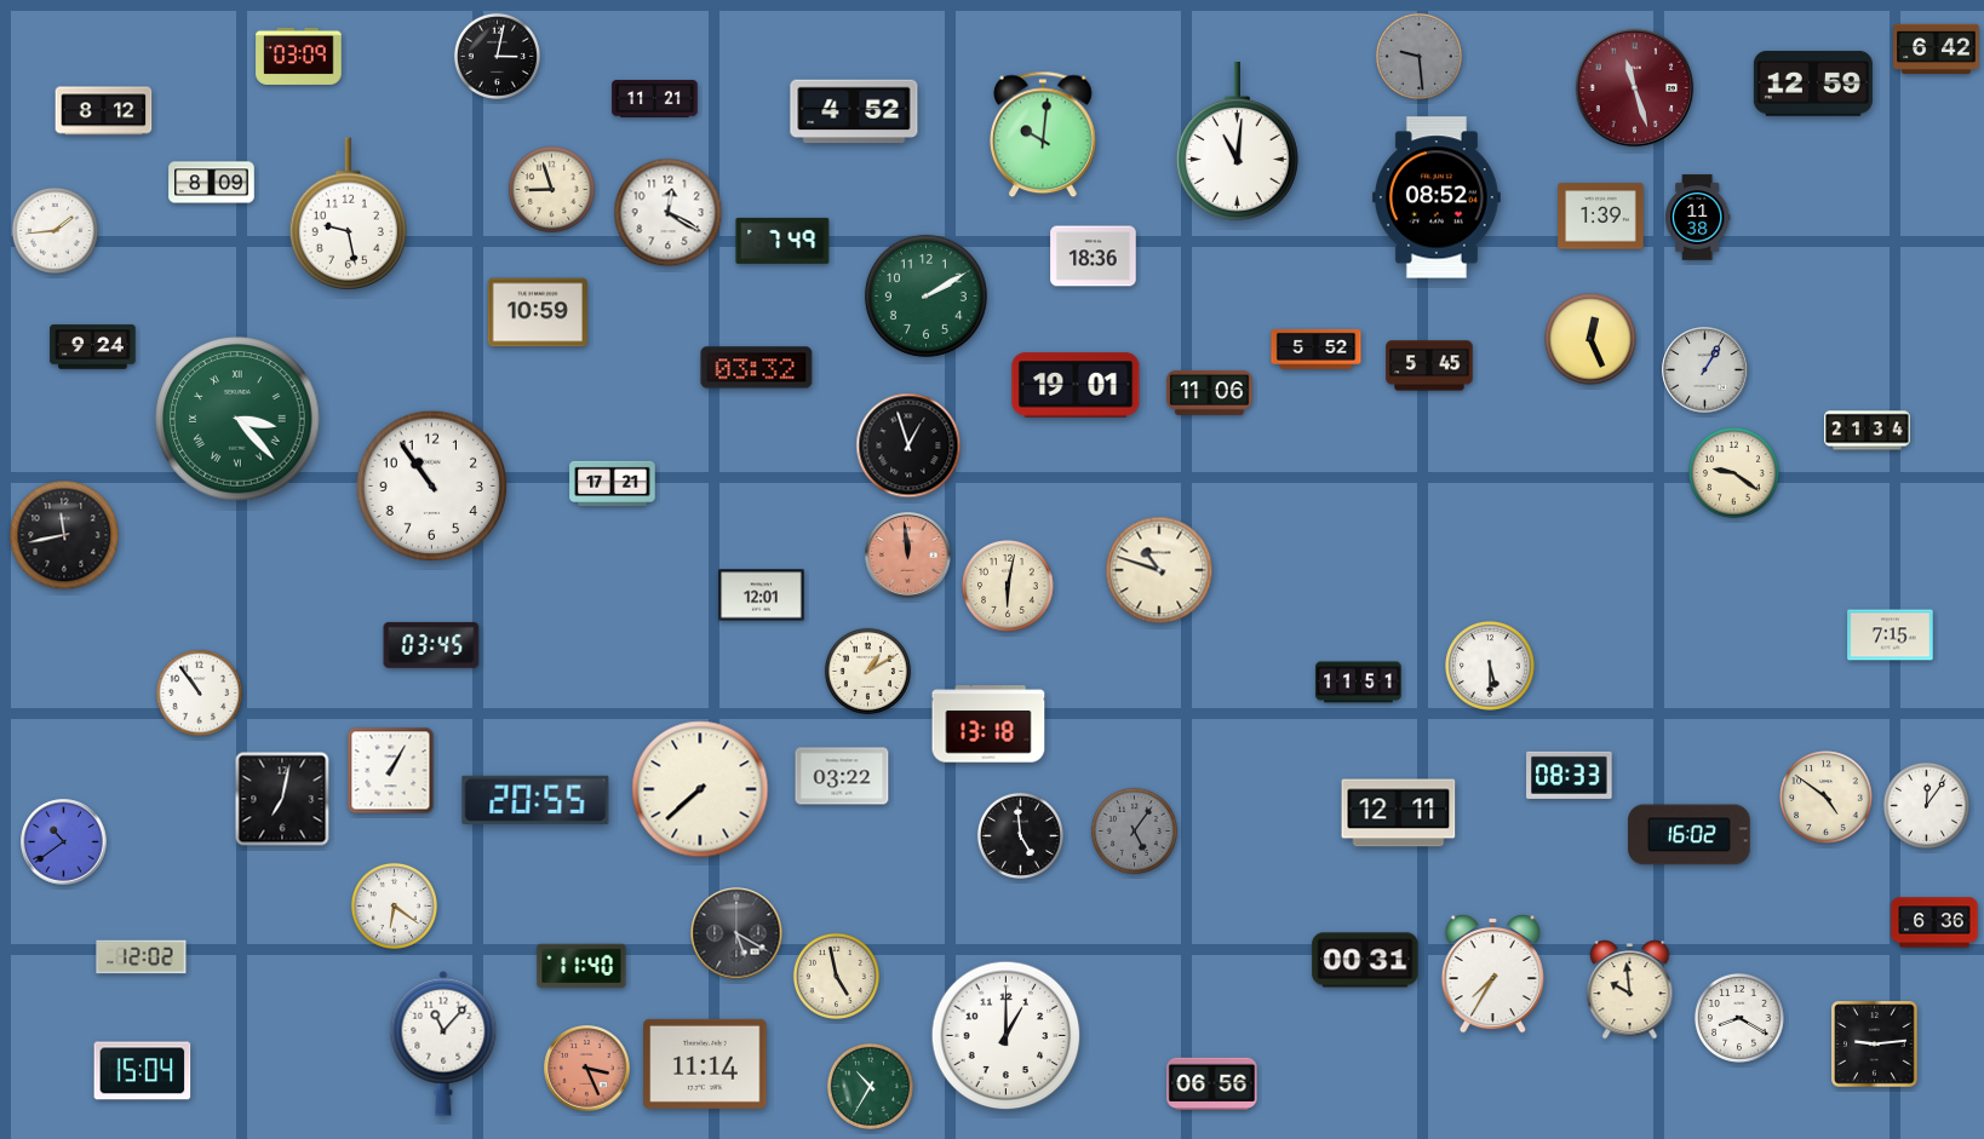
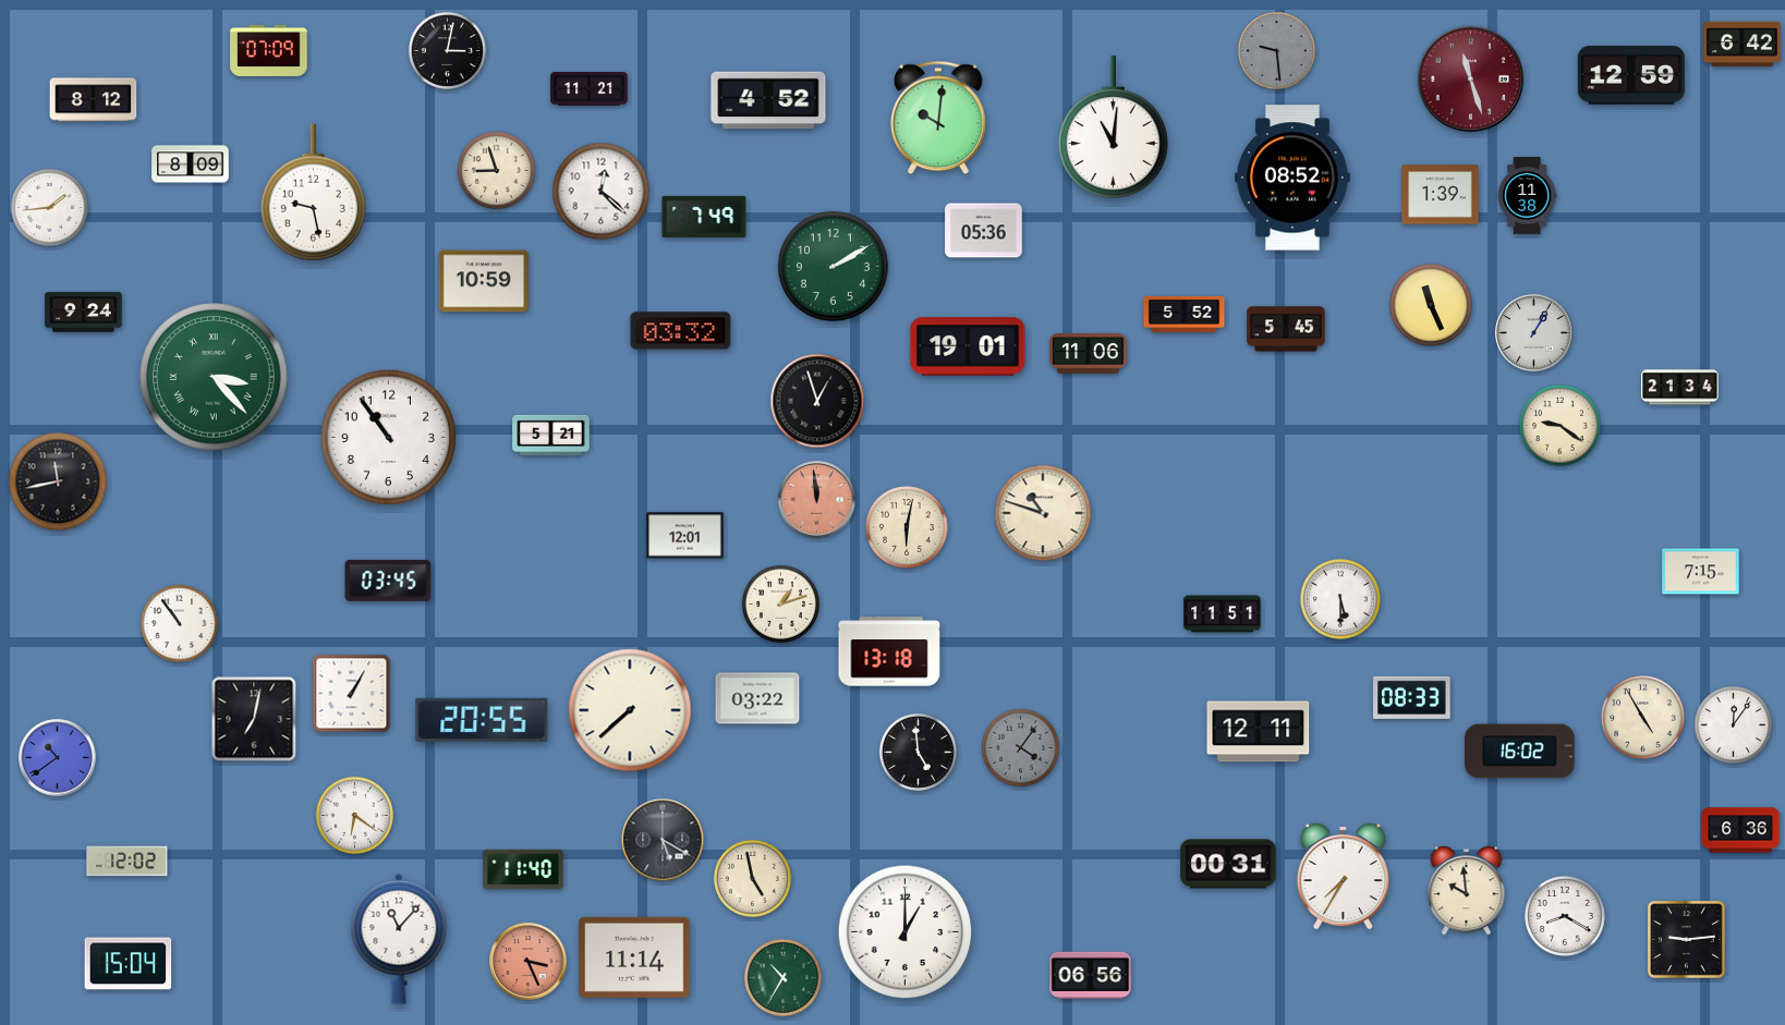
clock at (299, 56): 03:09 -> 07:09
clock at (1044, 134) position: (1044, 134) -> (939, 118)
clock at (669, 213): 12:20 -> 12:22
clock at (1094, 257): 18:36 -> 05:36
clock at (1590, 339): 12:26 -> 11:26
clock at (613, 483): 17:21 -> 5:21
clock at (867, 671): 1:10 -> 1:12
clock at (1827, 798): 4:51 -> 4:55
clock at (1134, 830): 5:06 -> 4:06
